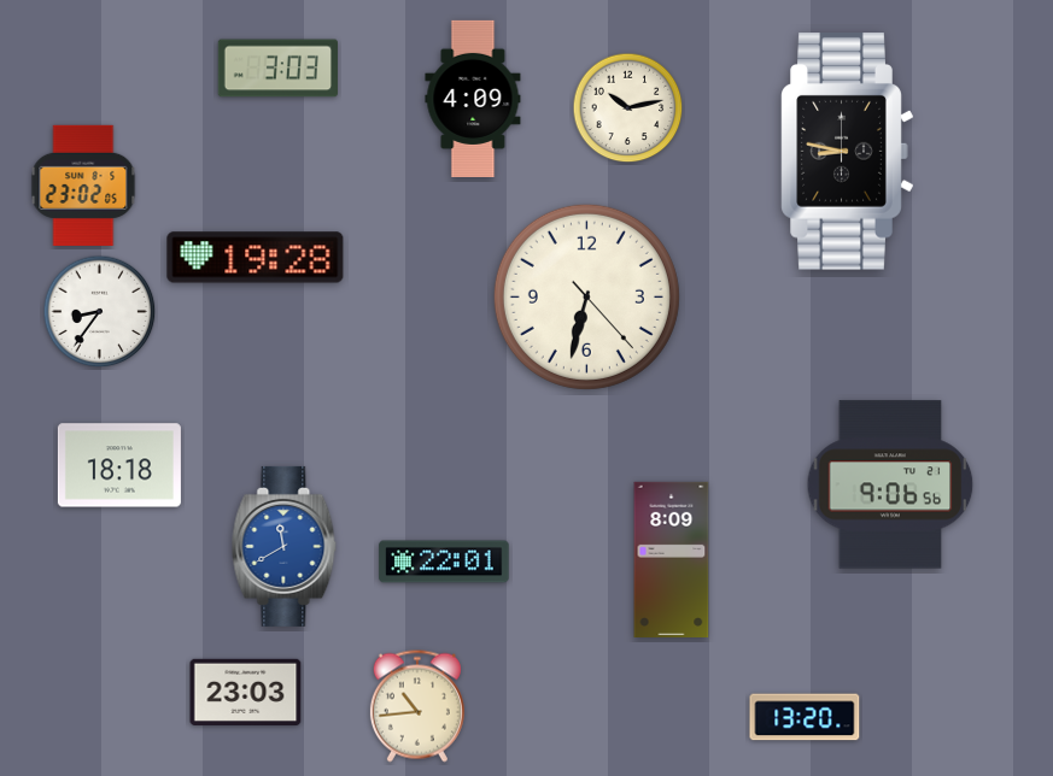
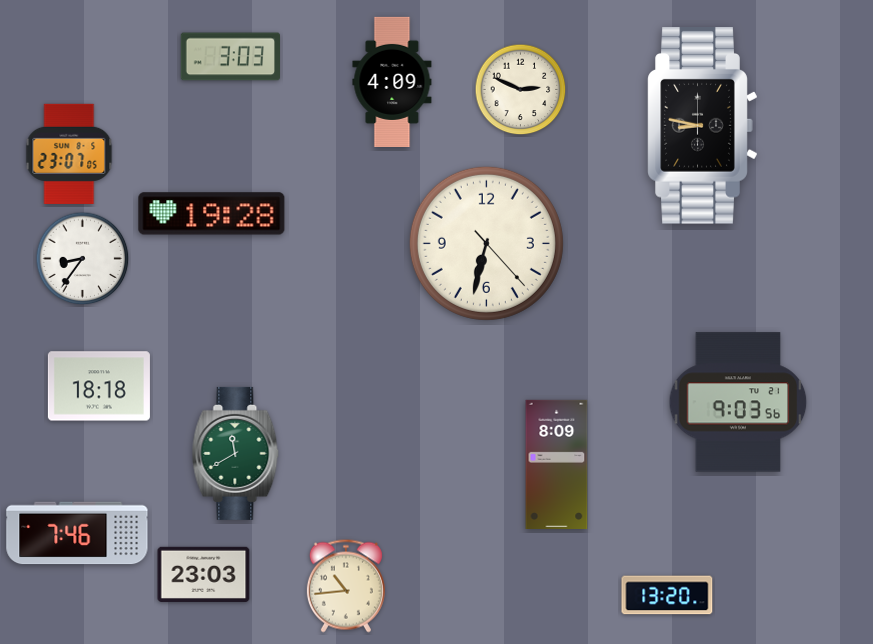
clock at (628, 108): 10:13 -> 2:49
clock at (83, 186): 23:02 -> 23:07
clock at (586, 296) position: (586, 296) -> (486, 243)
clock at (890, 484): 9:06 -> 9:03
clock at (285, 546) dial: blue -> green
clock at (444, 562): 22:01 -> none
clock at (77, 533): none -> 7:46
